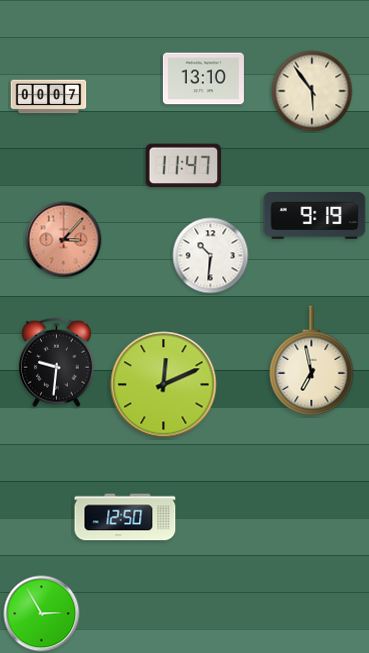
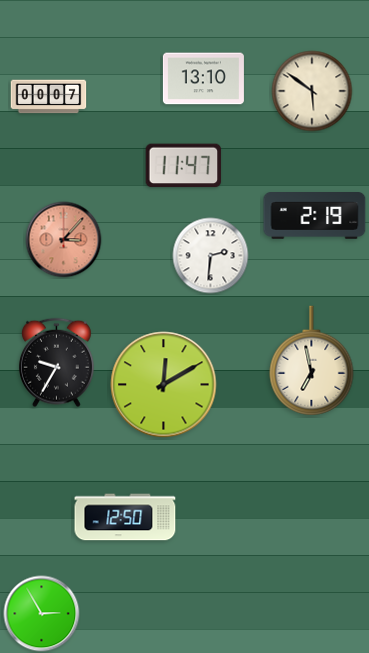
clock at (312, 91): 5:54 -> 5:51
clock at (315, 216): 9:19 -> 2:19
clock at (211, 256): 10:31 -> 2:31
clock at (56, 363): 9:31 -> 9:35
clock at (164, 385): 12:11 -> 12:10
